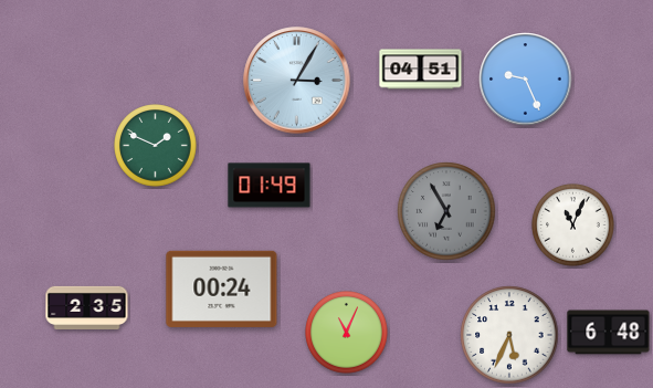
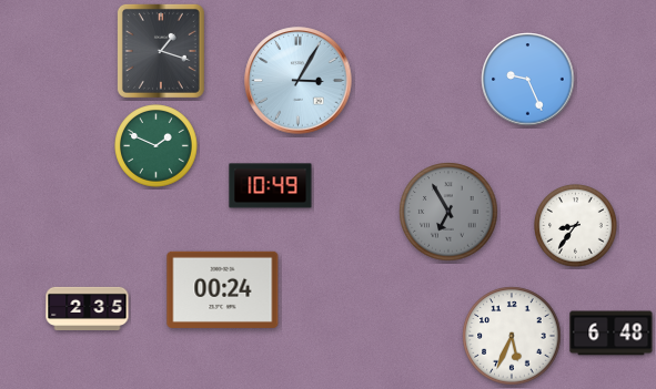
clock at (161, 51): none -> 1:18
clock at (421, 70): 04:51 -> none
clock at (270, 186): 01:49 -> 10:49
clock at (573, 226): 11:04 -> 8:36
clock at (347, 333): 11:04 -> none
